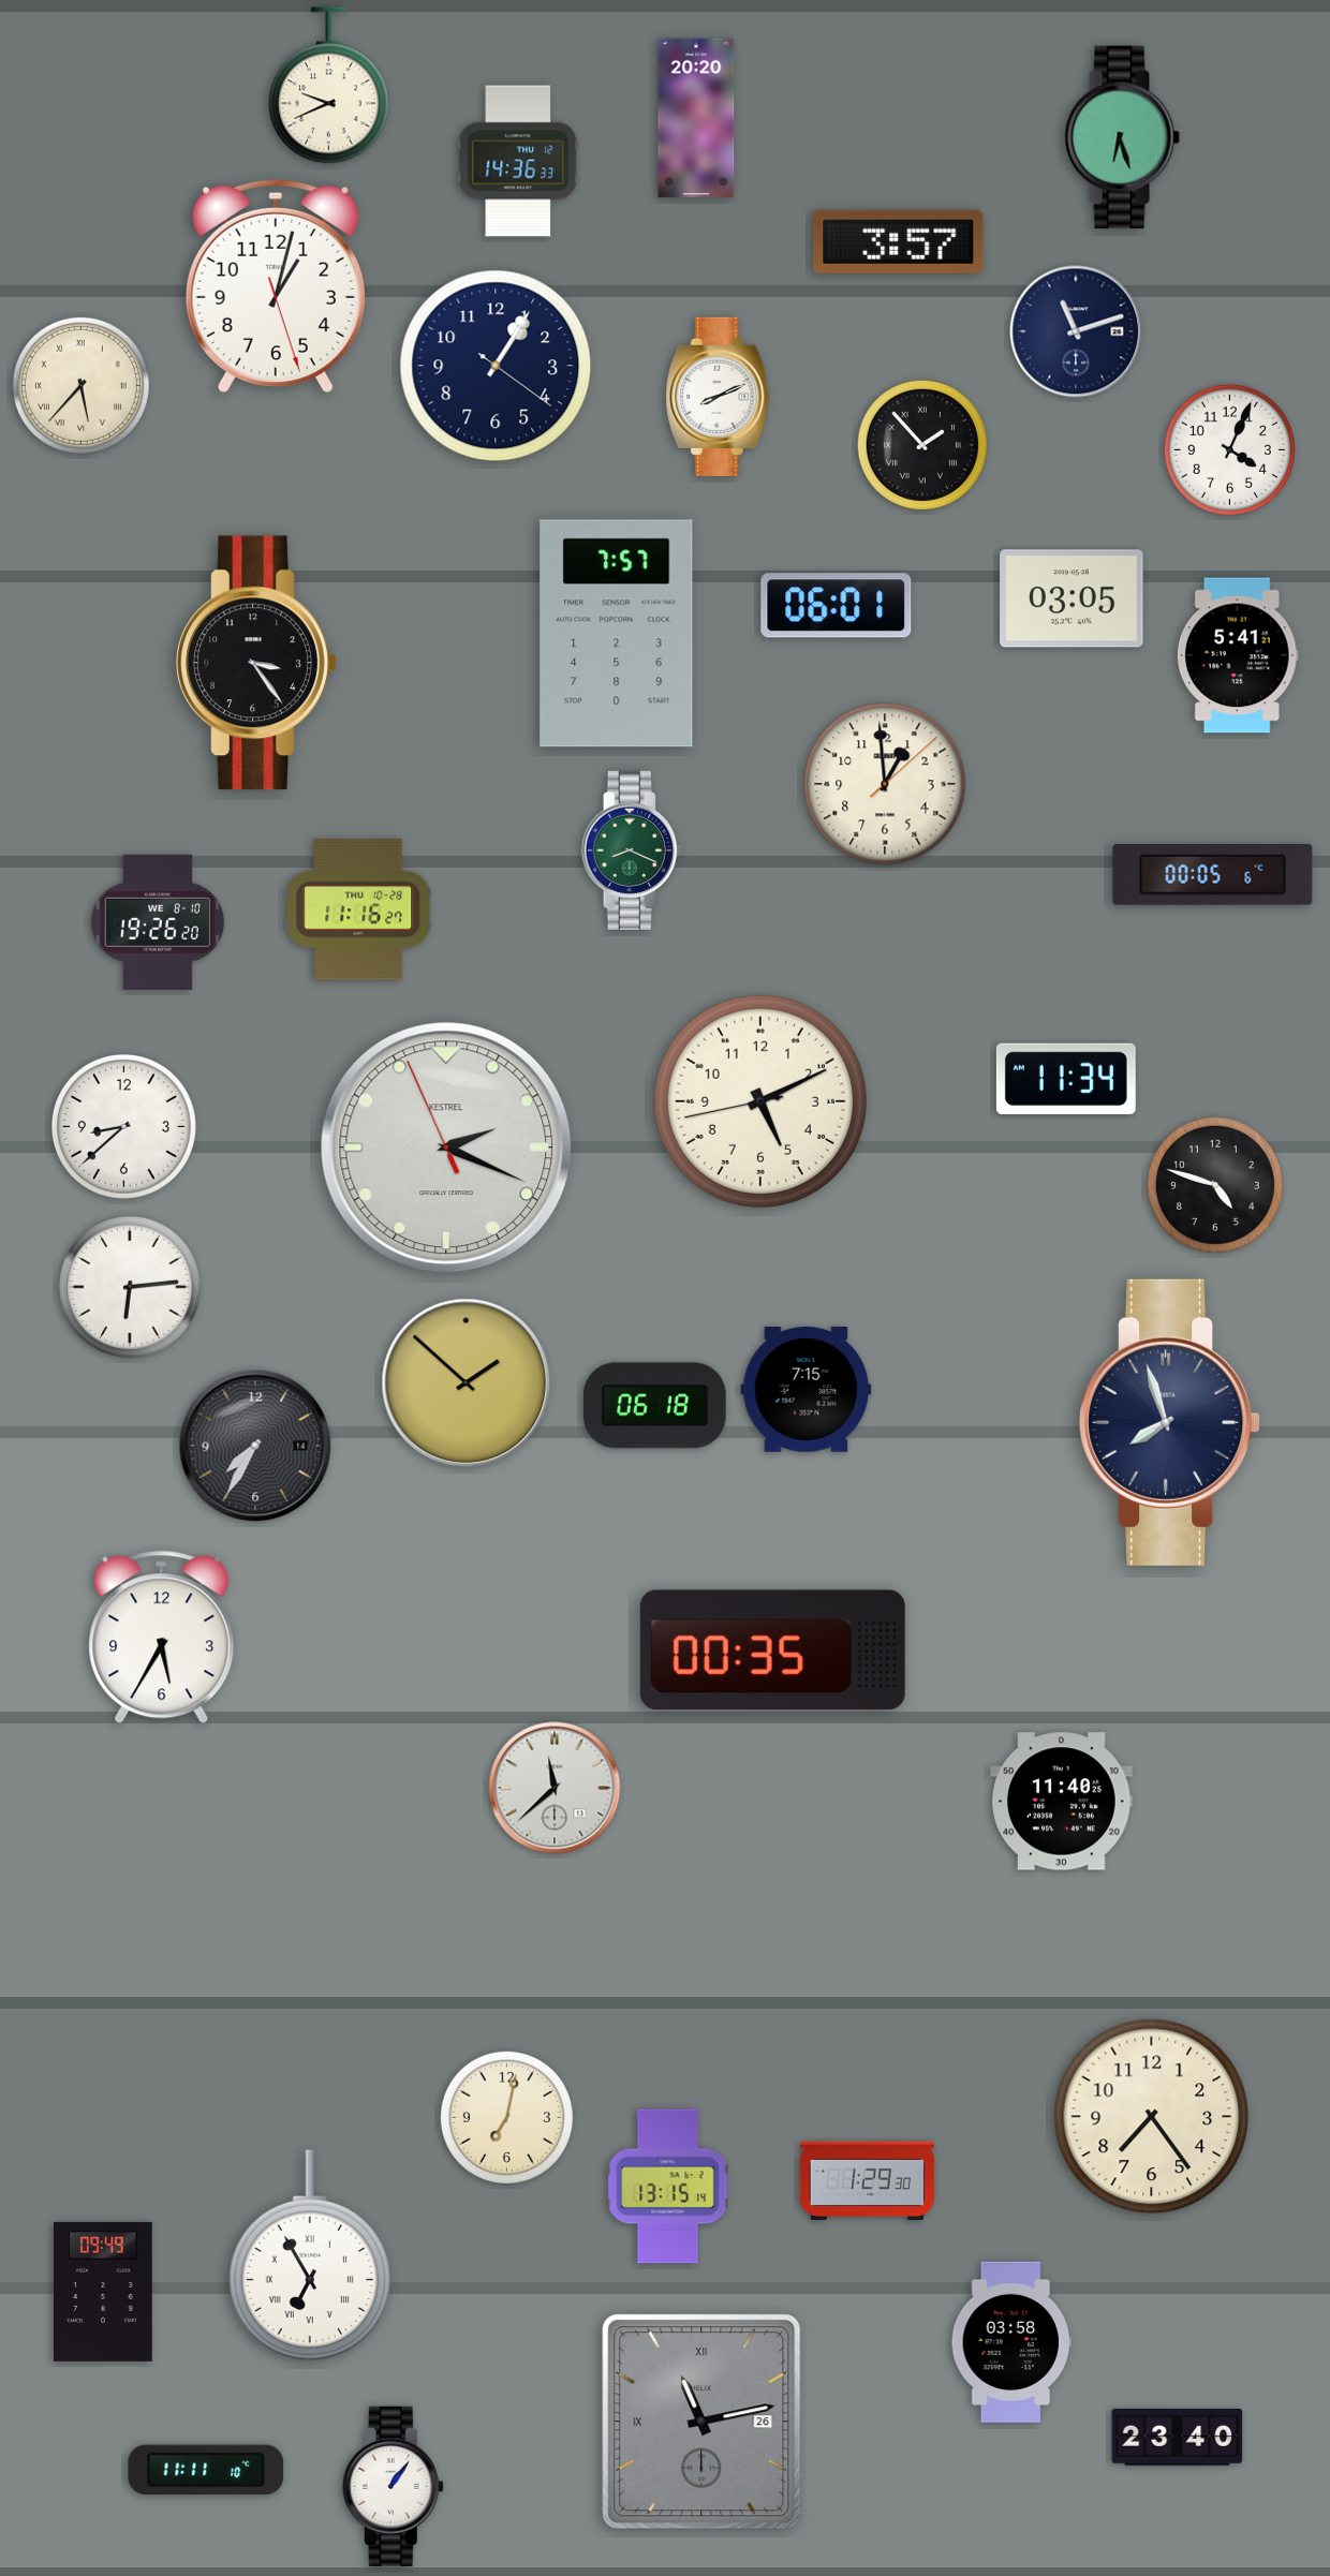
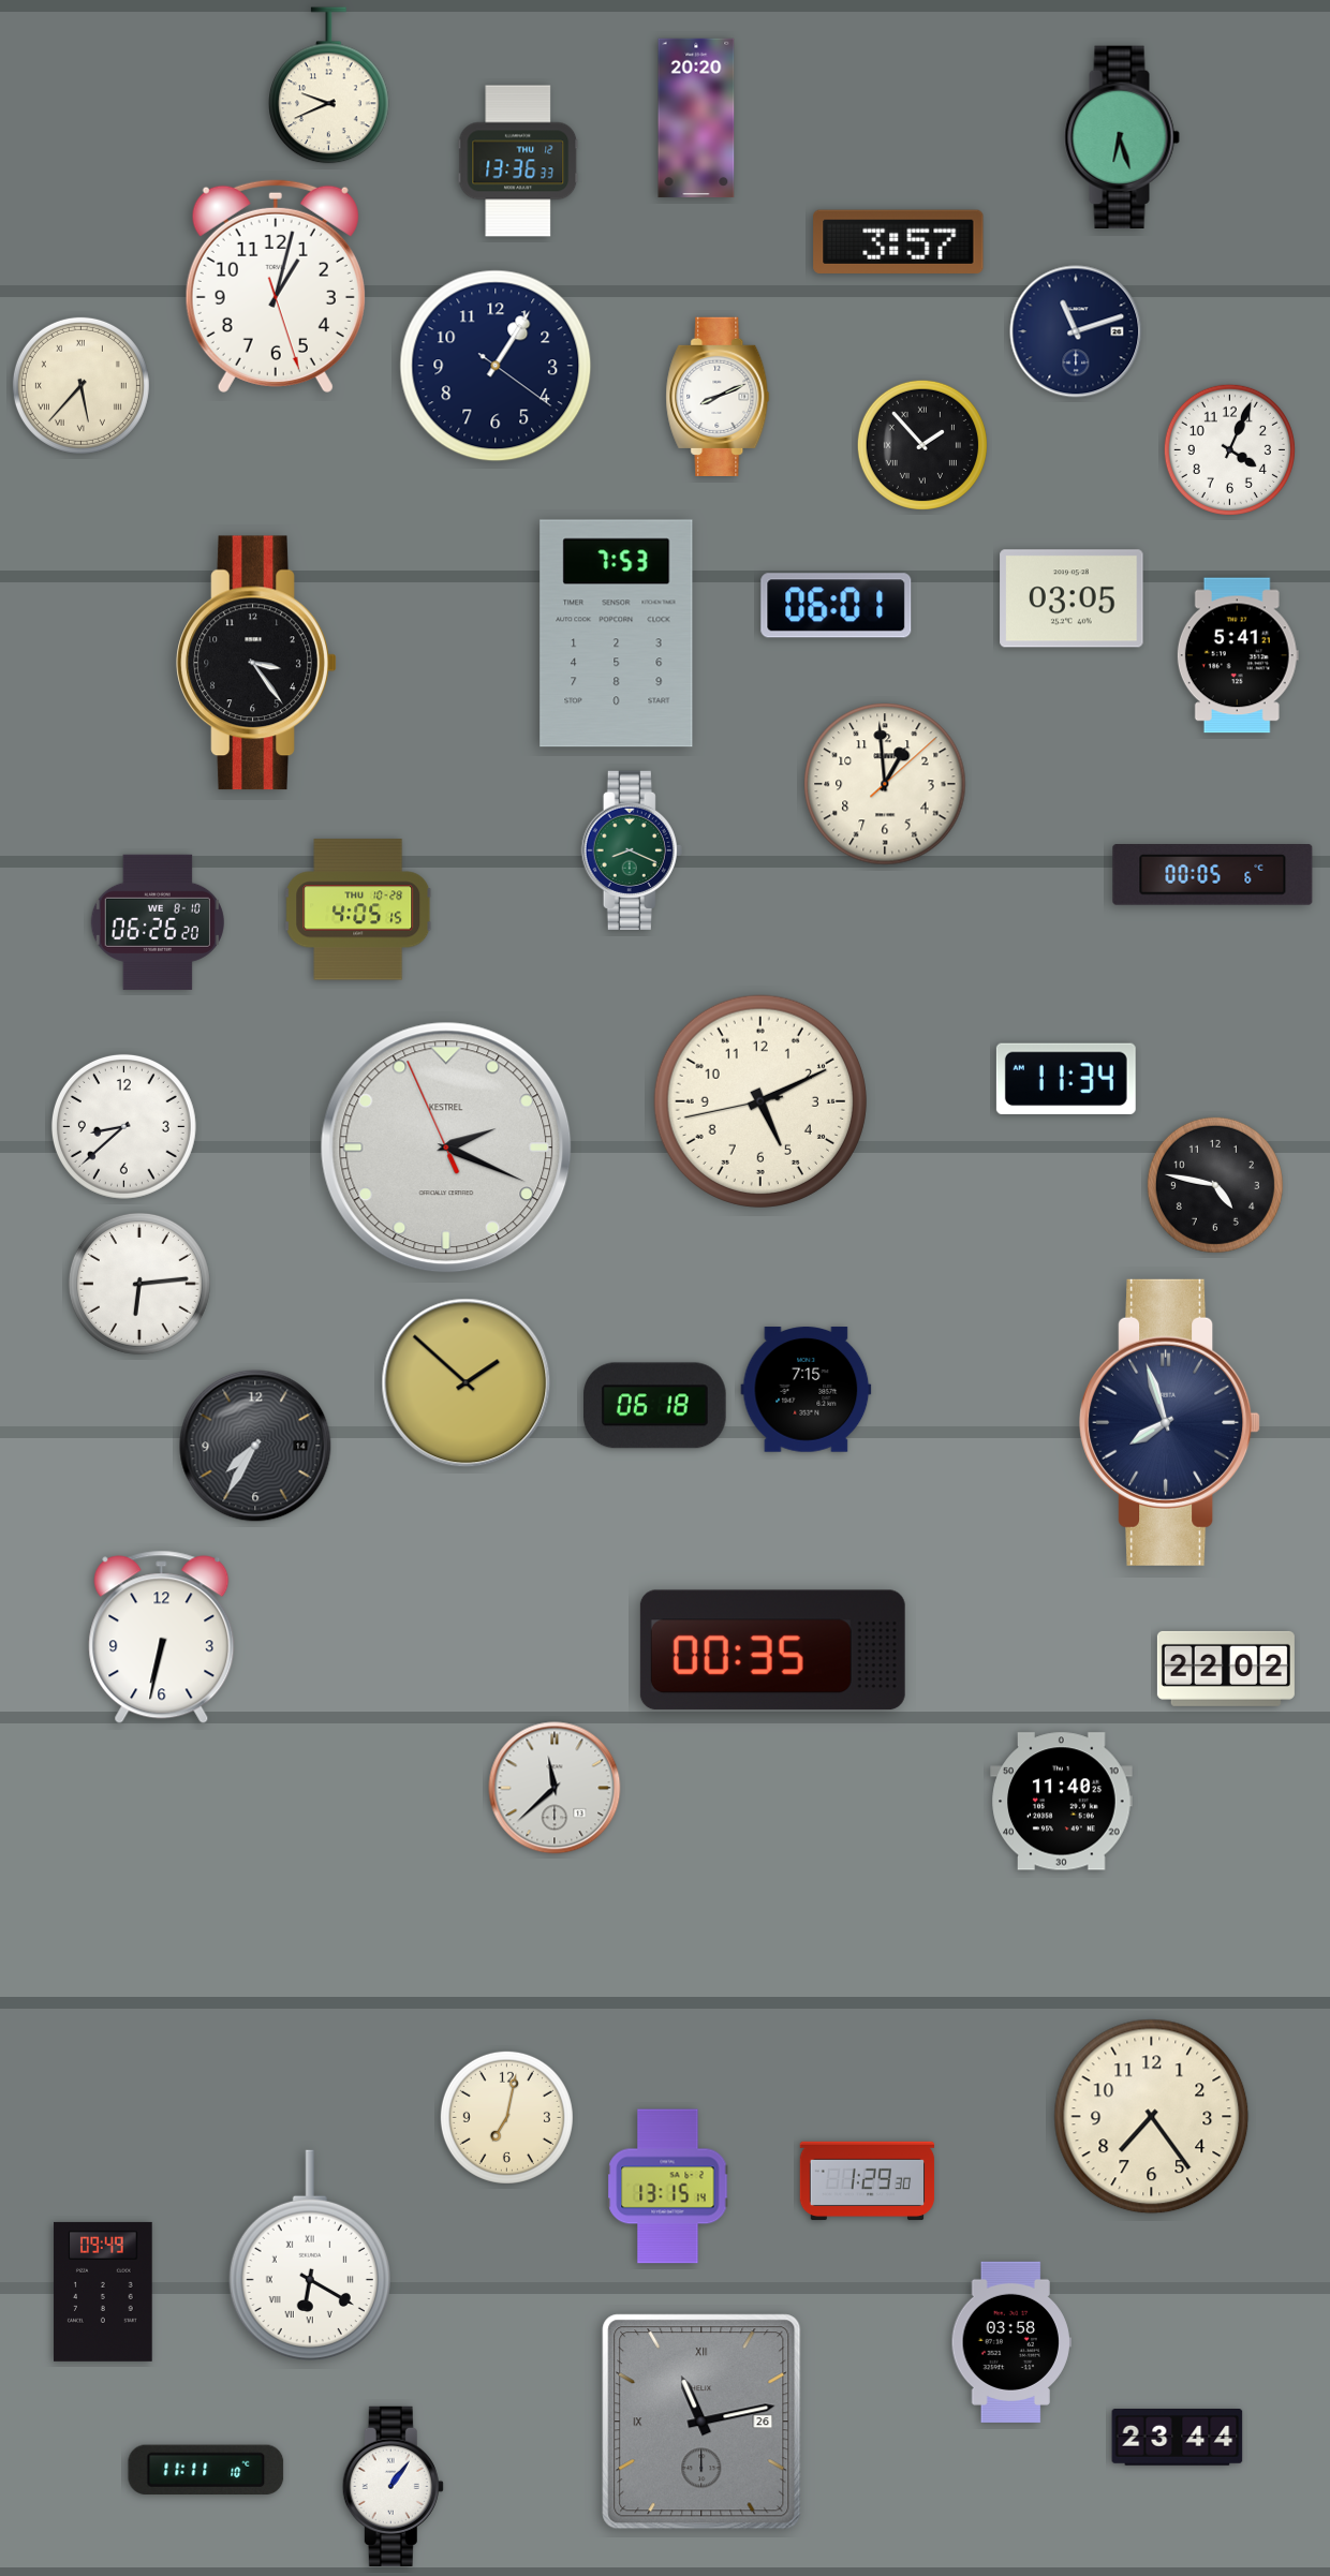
clock at (518, 161): 14:36 -> 13:36
clock at (617, 634): 7:57 -> 7:53
clock at (359, 909): 11:16 -> 4:05
clock at (158, 922): 19:26 -> 06:26
clock at (1215, 1185): 4:48 -> 4:47
clock at (130, 1287) position: (130, 1287) -> (139, 1284)
clock at (162, 1638): 5:35 -> 6:32
clock at (1226, 1669): none -> 22:02
clock at (310, 2255): 6:55 -> 6:20
clock at (1178, 2438): 23:40 -> 23:44
